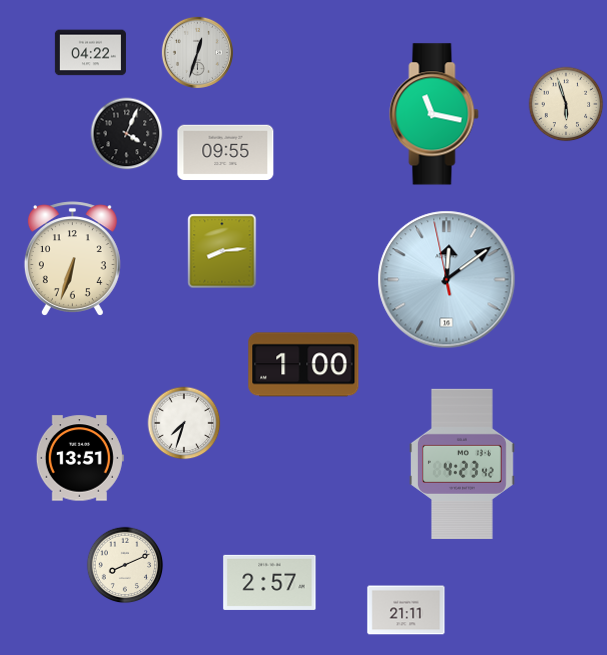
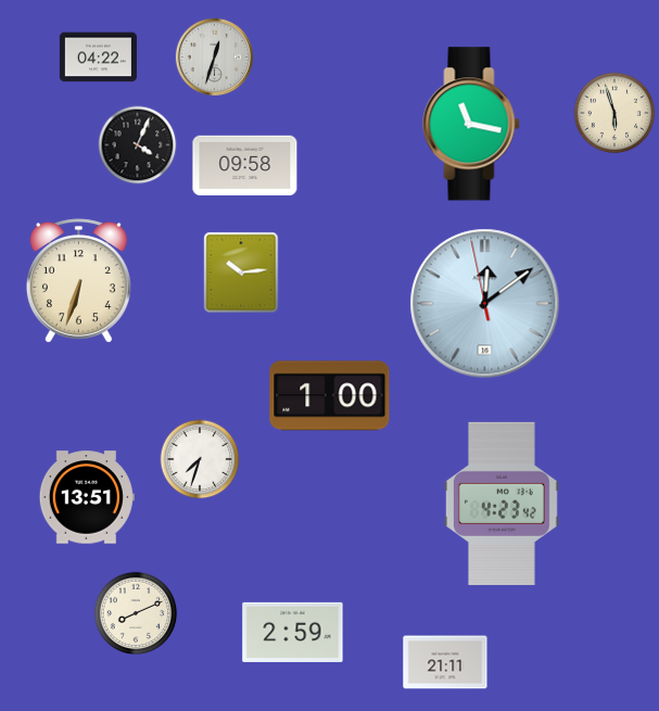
clock at (226, 153): 09:55 -> 09:58
clock at (222, 251): 8:14 -> 10:14
clock at (270, 582): 2:57 -> 2:59
clock at (406, 610) position: (406, 610) -> (445, 662)
